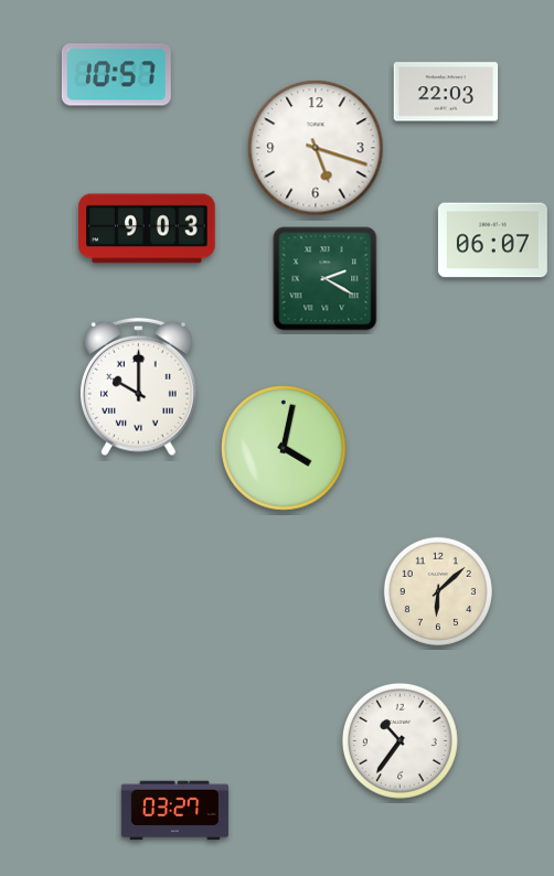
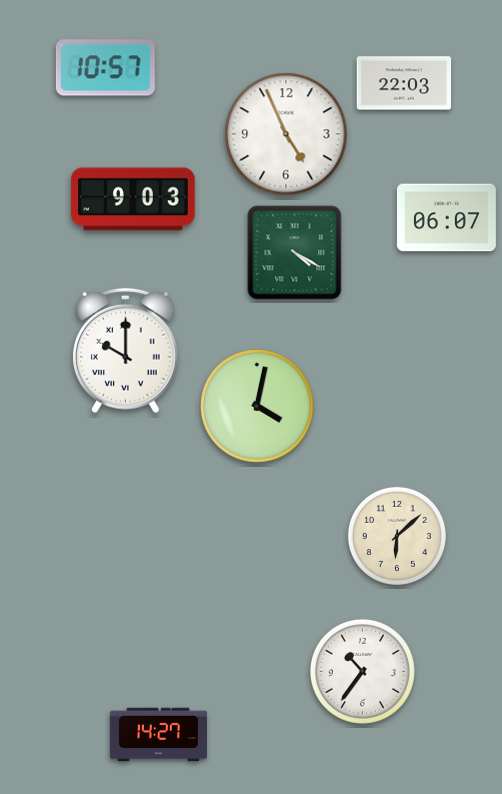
clock at (316, 148): 5:18 -> 4:56
clock at (147, 228) position: (147, 228) -> (133, 199)
clock at (326, 279): 2:20 -> 4:20
clock at (174, 811): 03:27 -> 14:27
